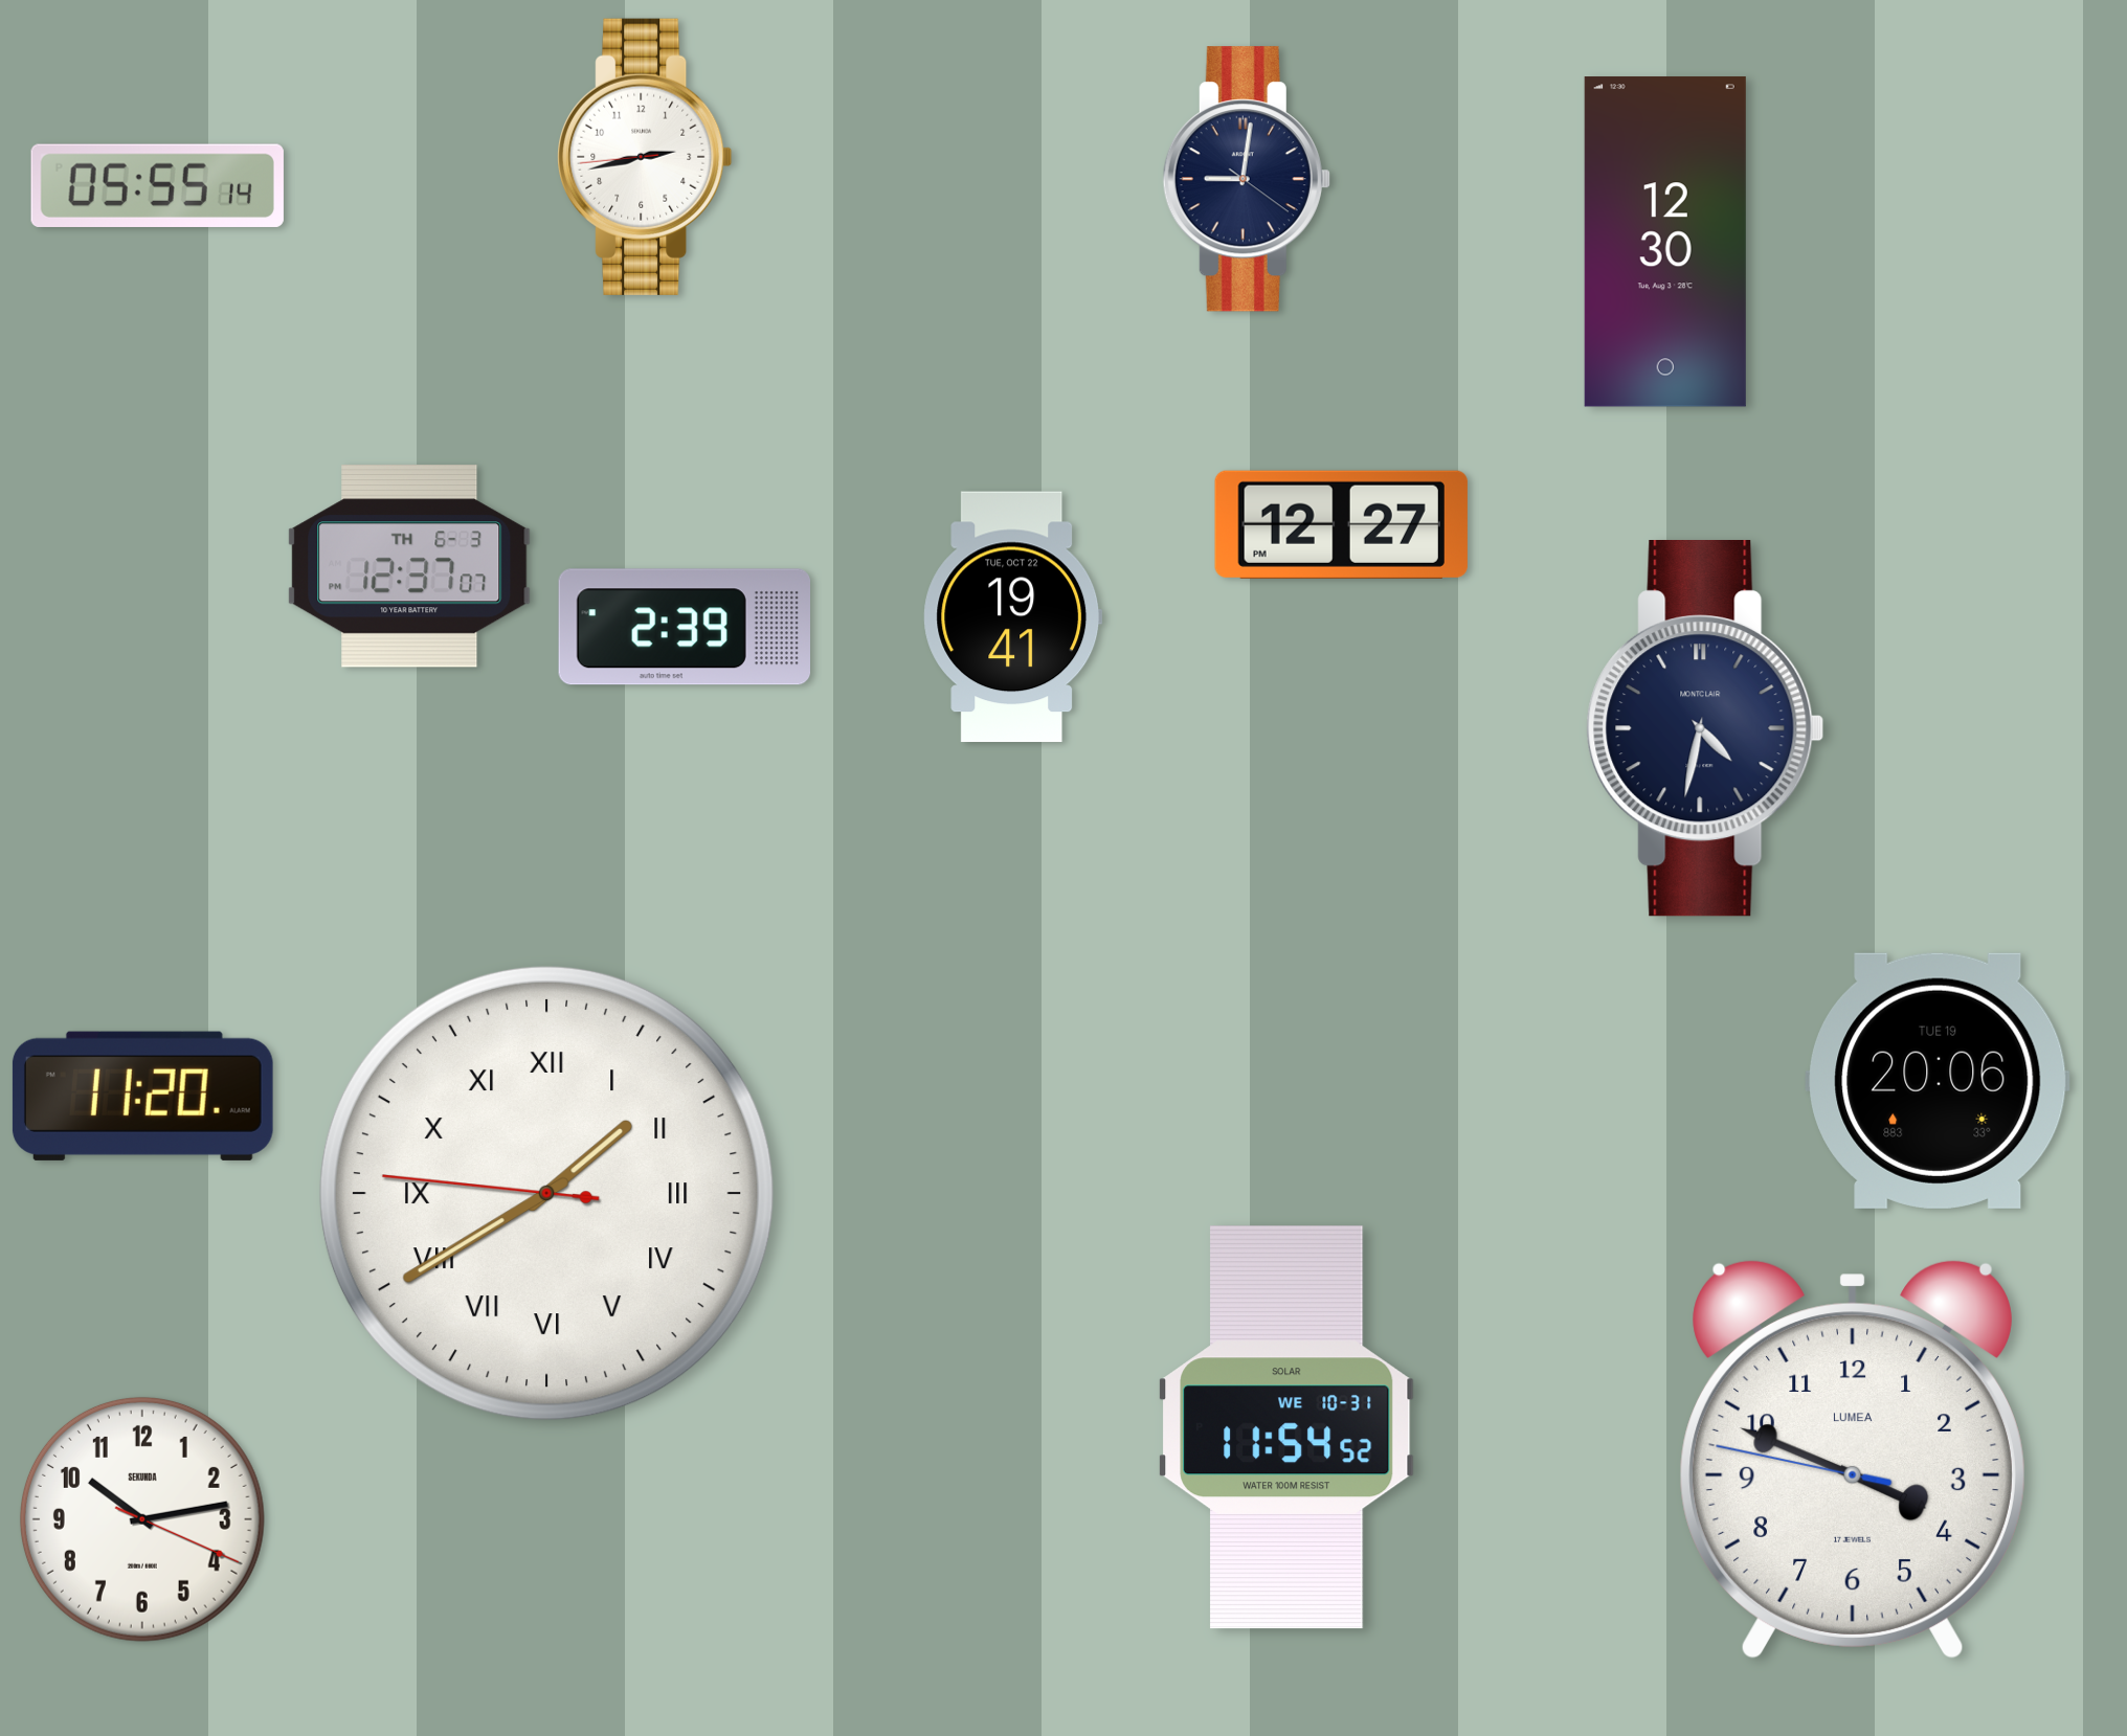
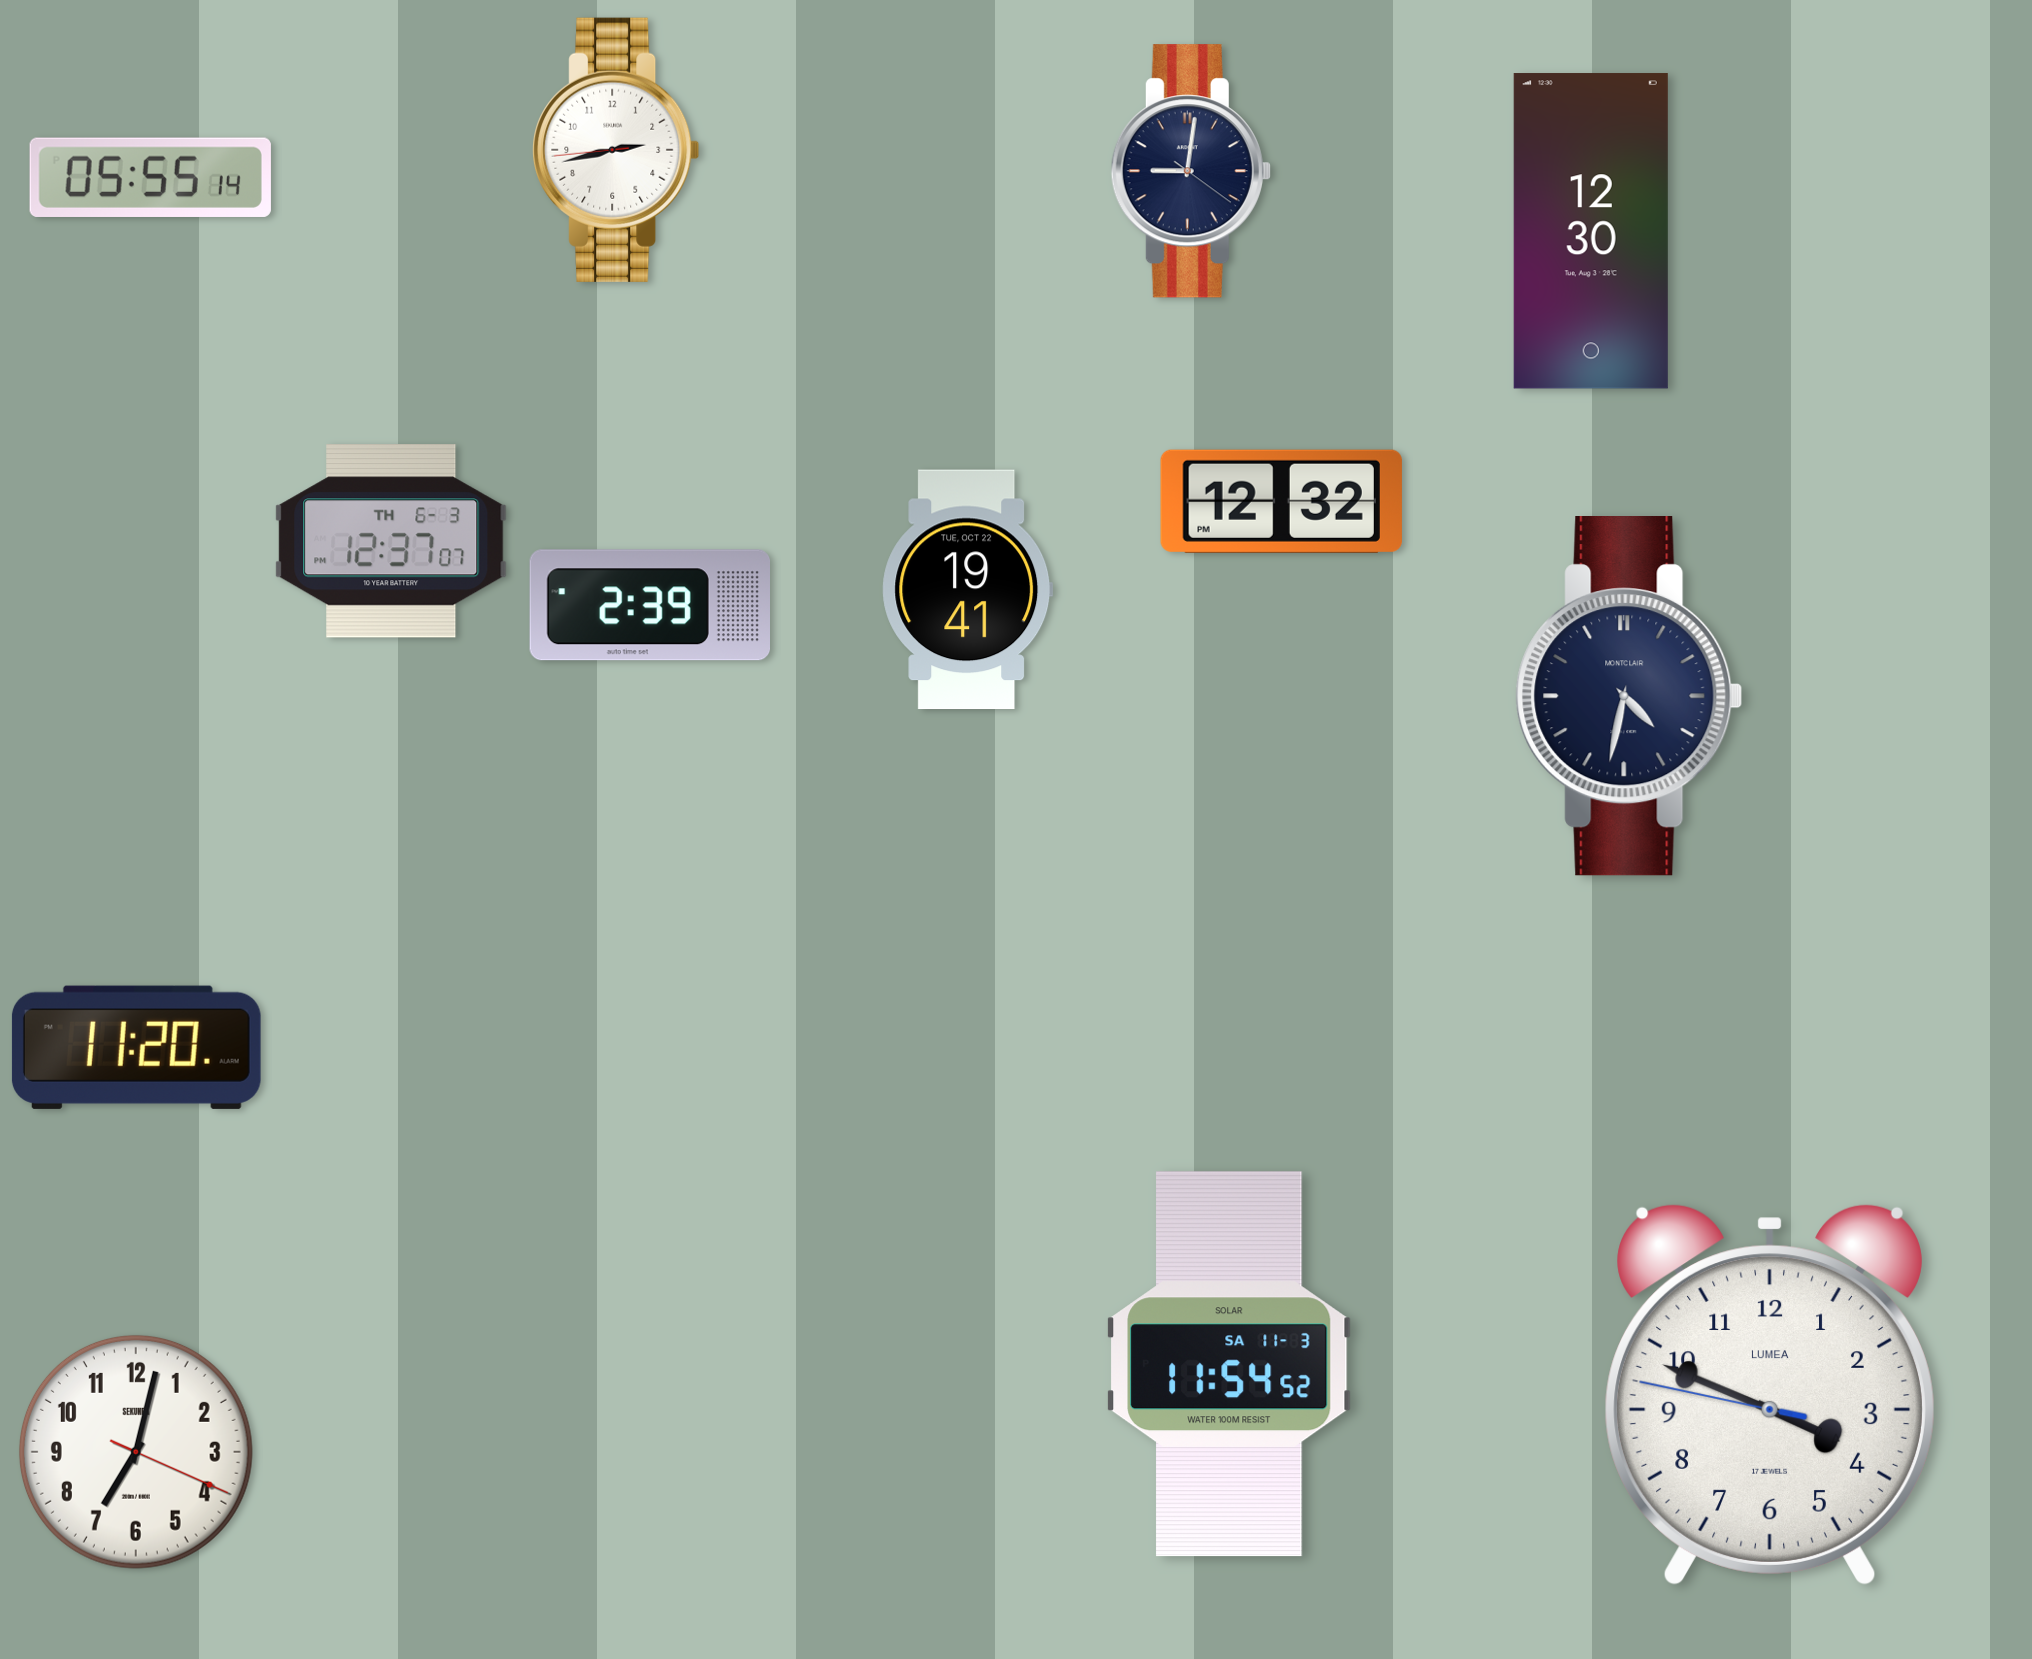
clock at (1341, 524): 12:27 -> 12:32
clock at (684, 627) position: (684, 627) -> (649, 605)
clock at (1938, 1081): 20:06 -> none
clock at (546, 1193): 1:39 -> none
clock at (1288, 1427) date: WE 10-31 -> SA 11-3
clock at (142, 1519): 10:13 -> 7:02
